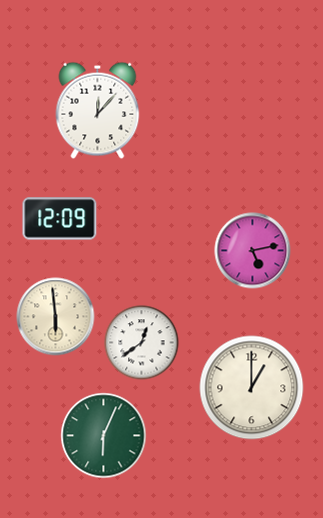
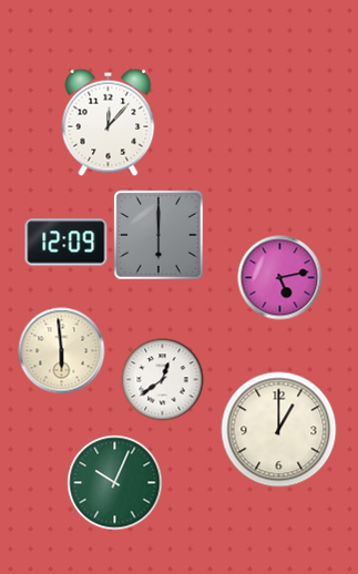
clock at (158, 235): none -> 6:00
clock at (142, 343) position: (142, 343) -> (163, 380)
clock at (104, 436): 6:04 -> 10:04
